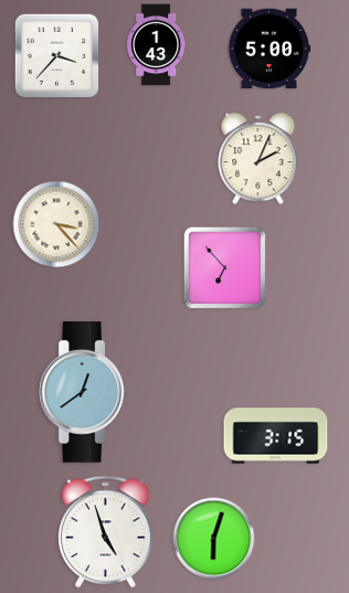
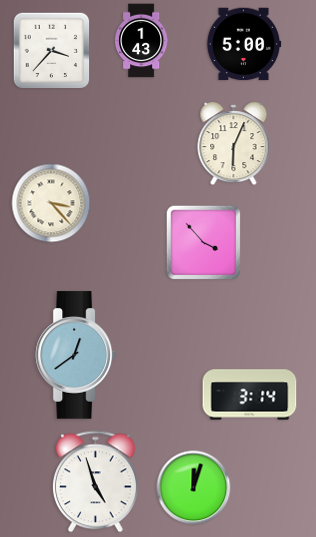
clock at (258, 159): 2:04 -> 6:04
clock at (225, 268): 6:53 -> 3:53
clock at (276, 436): 3:15 -> 3:14
clock at (214, 539): 6:03 -> 12:03
